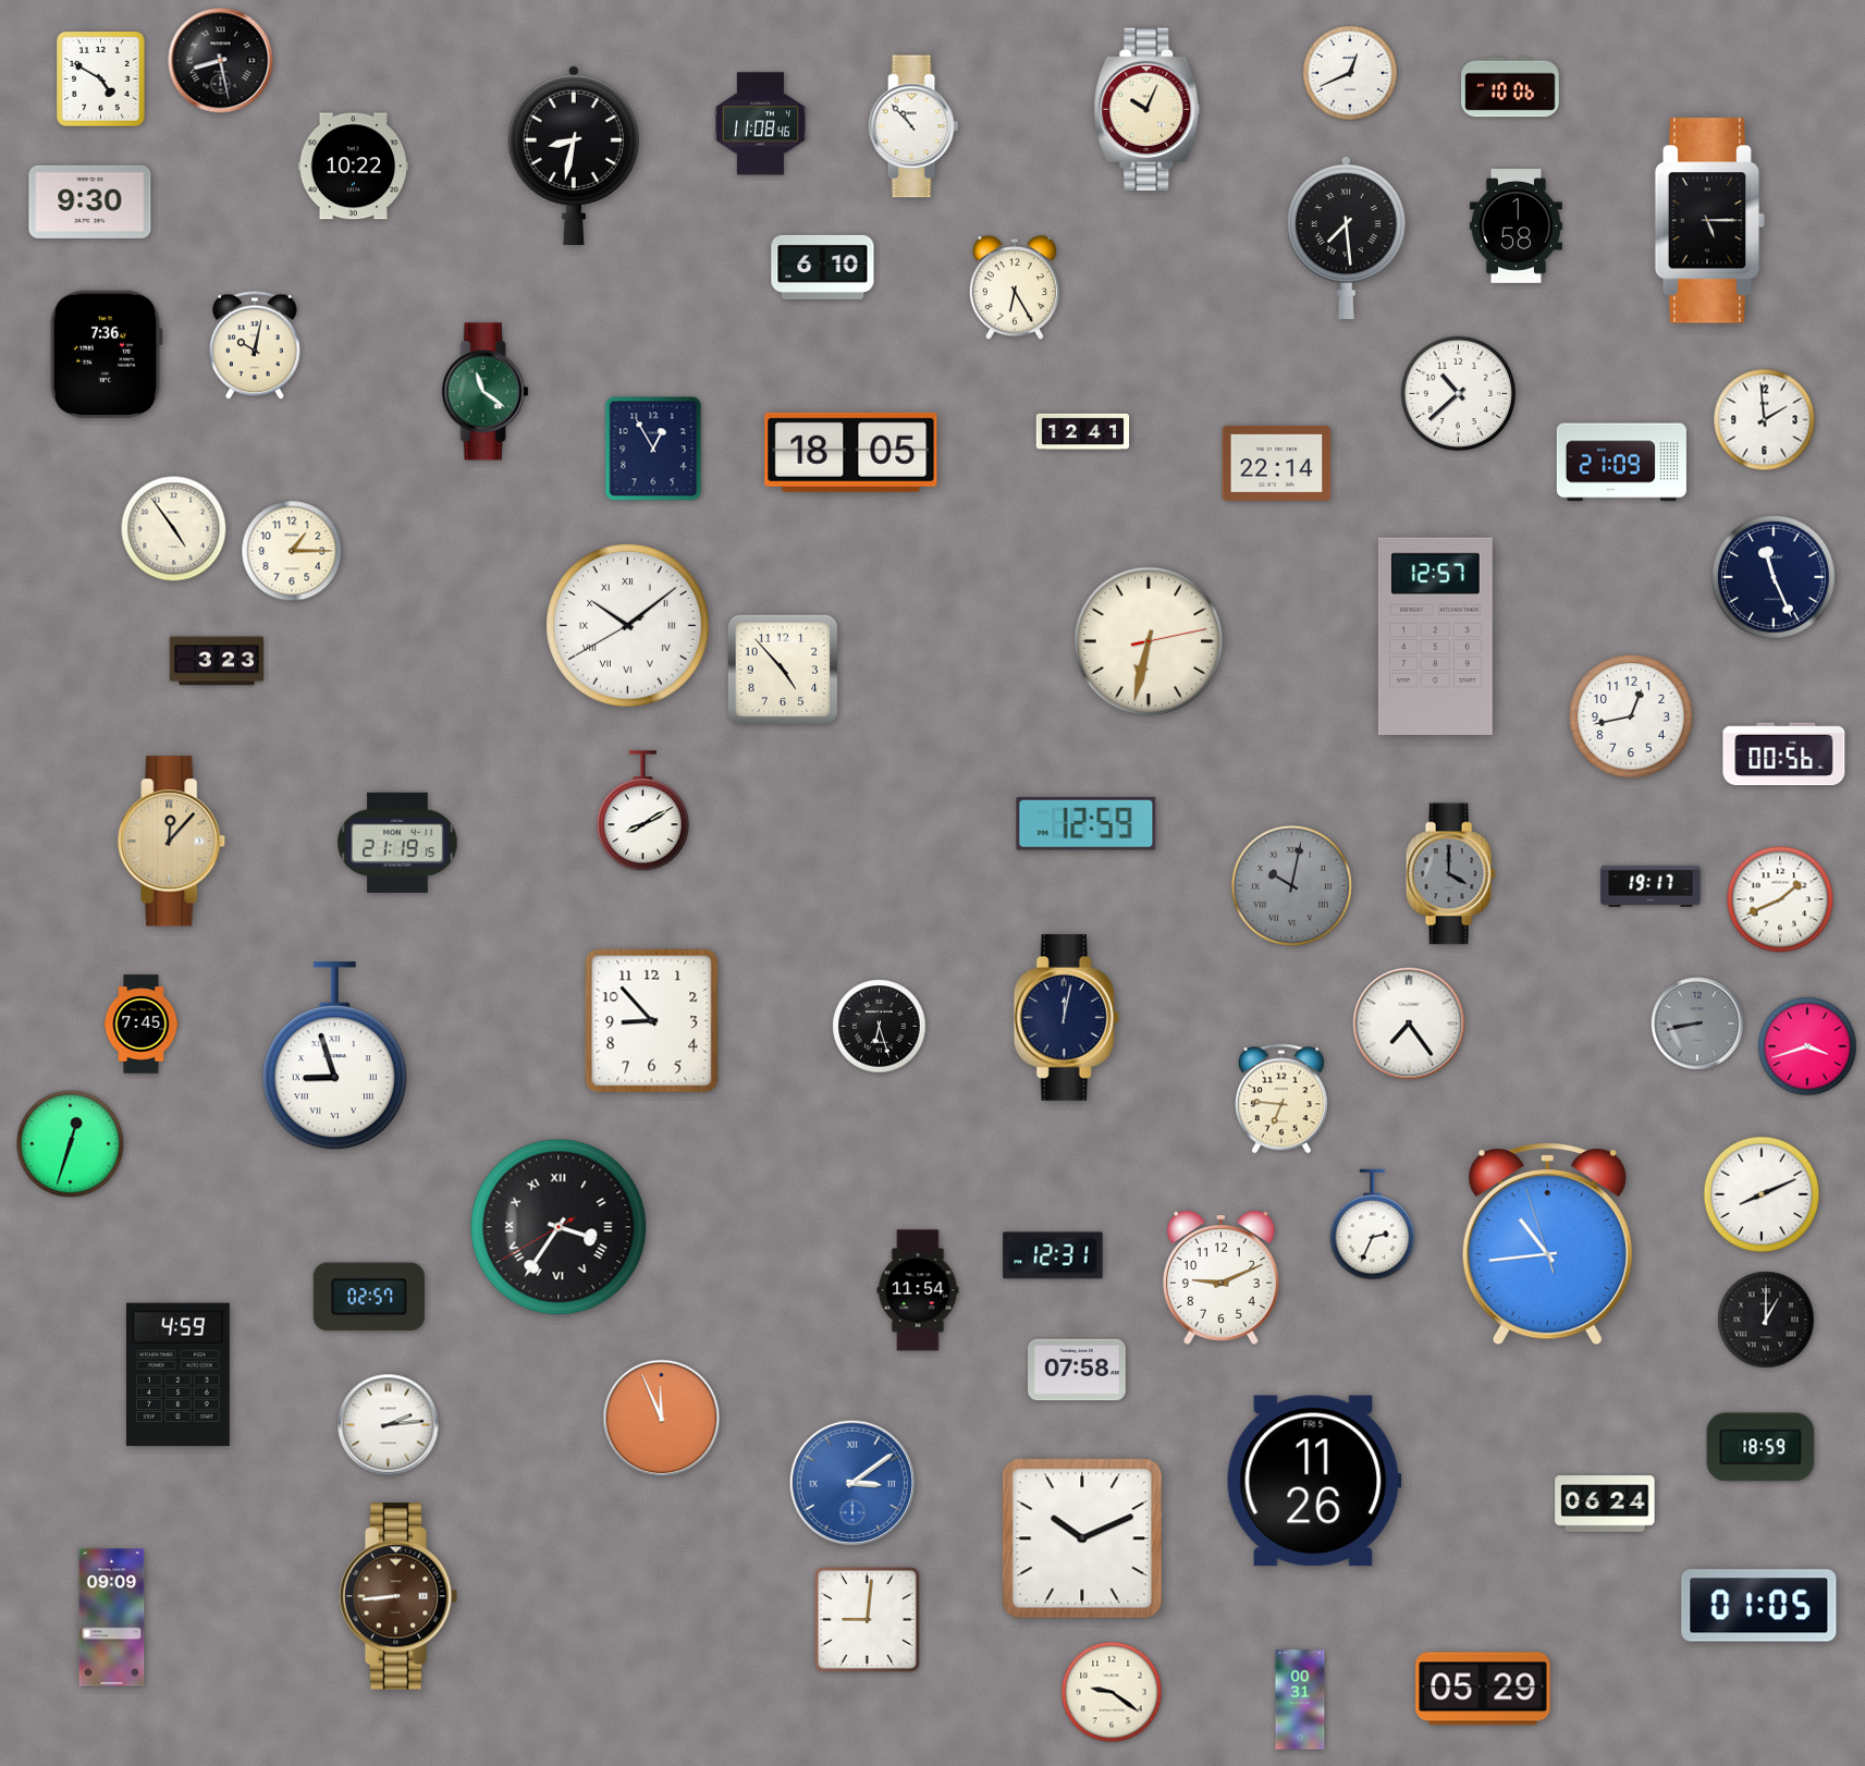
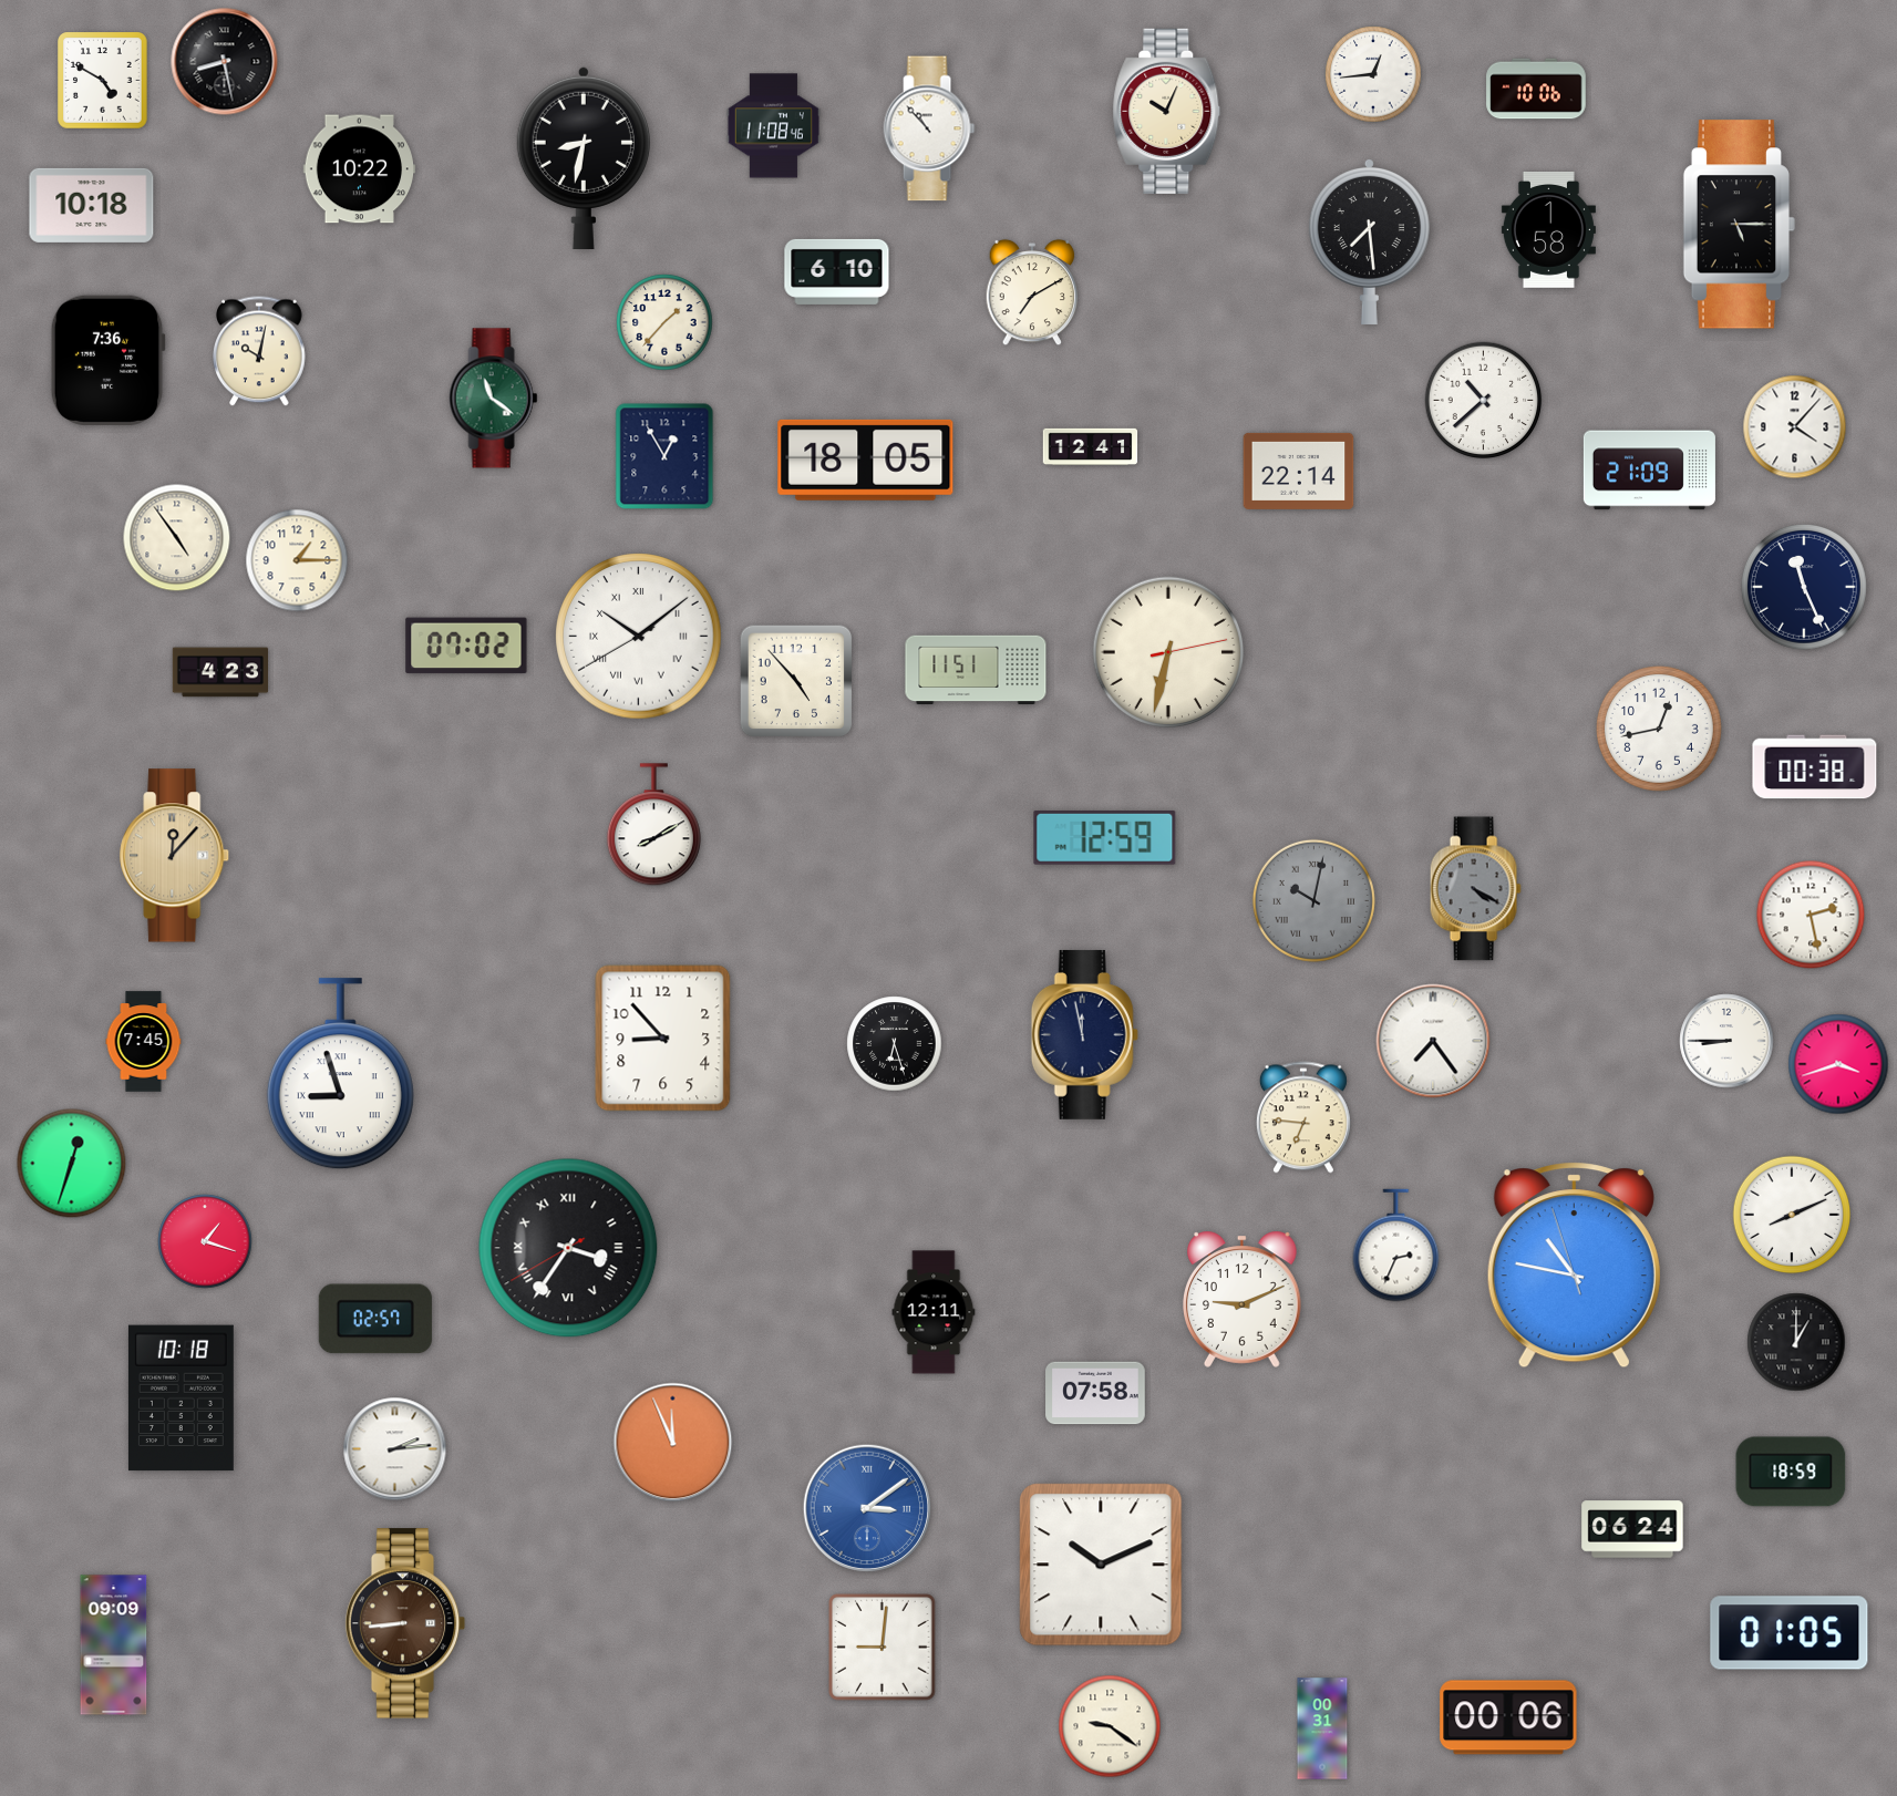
clock at (1350, 73): 12:41 -> 12:44
clock at (90, 201): 9:30 -> 10:18
clock at (1516, 226) position: (1516, 226) -> (1548, 230)
clock at (1015, 287): 6:25 -> 7:10
clock at (664, 322): none -> 1:37
clock at (1765, 420): 1:59 -> 4:07
clock at (1083, 431) position: (1083, 431) -> (1091, 446)
clock at (466, 646): none -> 07:02
clock at (1435, 636): 12:57 -> none
clock at (976, 670): none -> 11:51
clock at (216, 661): 3:23 -> 4:23
clock at (1784, 755): 00:56 -> 00:38
clock at (397, 843): 21:19 -> none
clock at (1450, 874): 4:00 -> 4:20
clock at (1651, 886): 19:17 -> none
clock at (1780, 899): 1:41 -> 2:28
clock at (1066, 1017): 12:02 -> 11:58
clock at (1697, 1023): 8:43 -> 8:45
clock at (1697, 1023) dial: grey -> white
clock at (205, 1241): none -> 1:18
clock at (1547, 1244): 10:43 -> 10:46
clock at (1053, 1255): 12:31 -> none
clock at (918, 1290): 11:54 -> 12:11
clock at (177, 1375): 4:59 -> 10:18
clock at (1314, 1481): 11:26 -> none
clock at (1483, 1689): 05:29 -> 00:06
clock at (1112, 1692) position: (1112, 1692) -> (1110, 1726)
